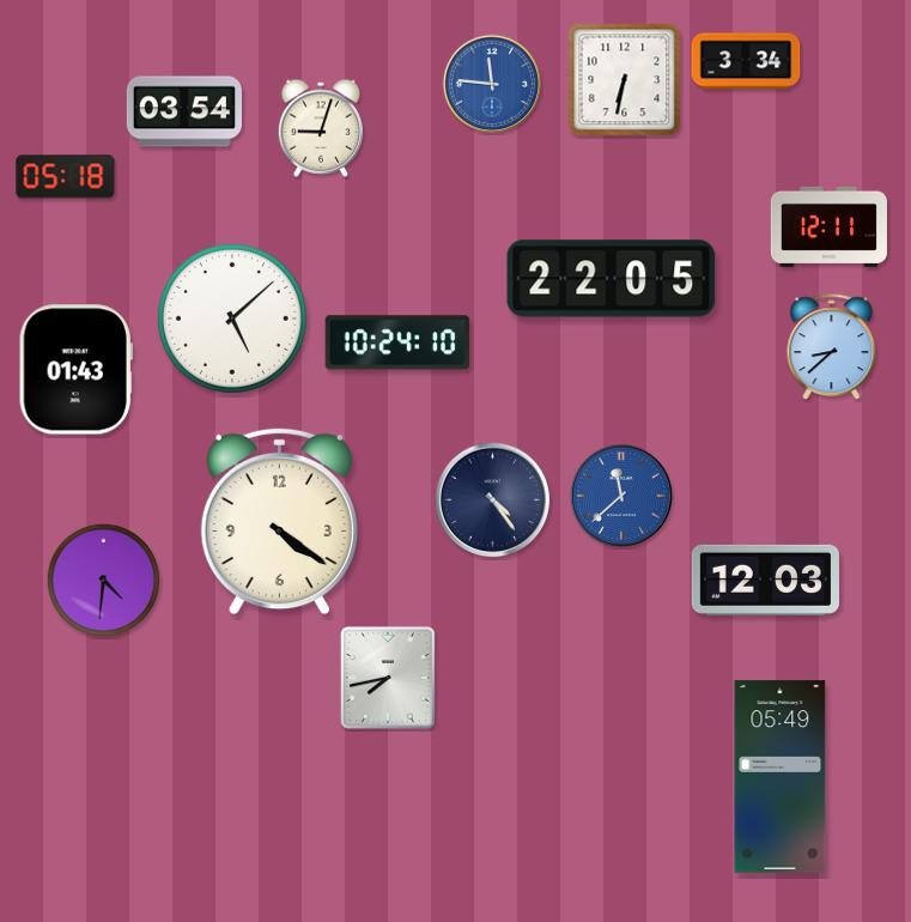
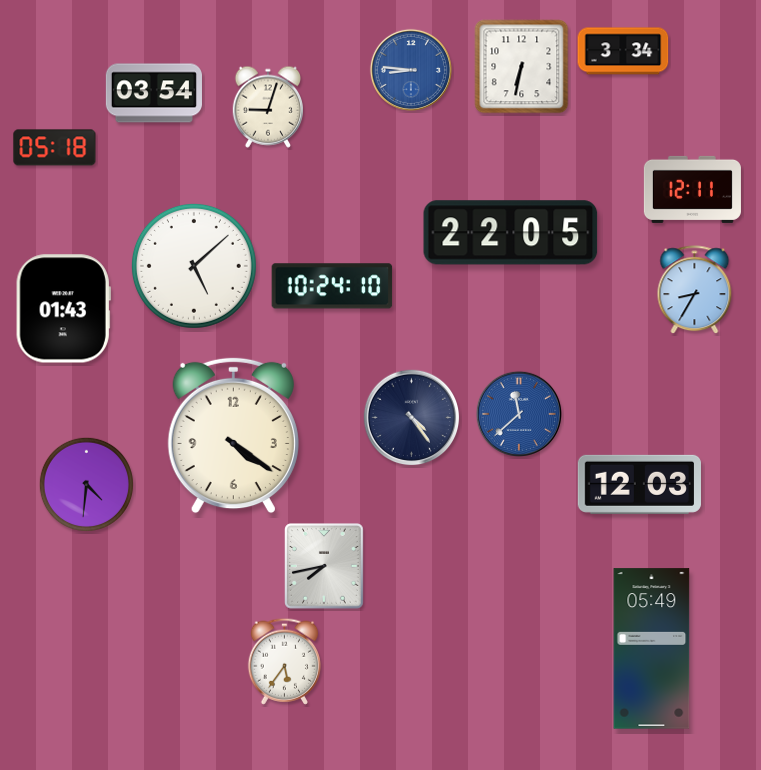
clock at (492, 84): 11:46 -> 8:46
clock at (832, 347): 8:38 -> 8:35
clock at (285, 661): none -> 5:36
